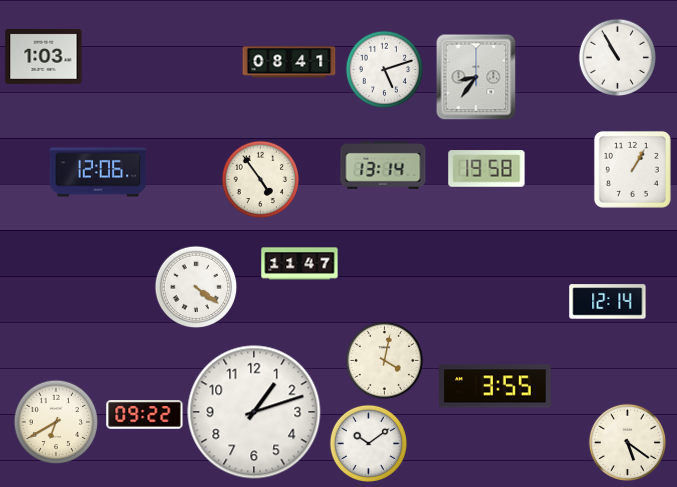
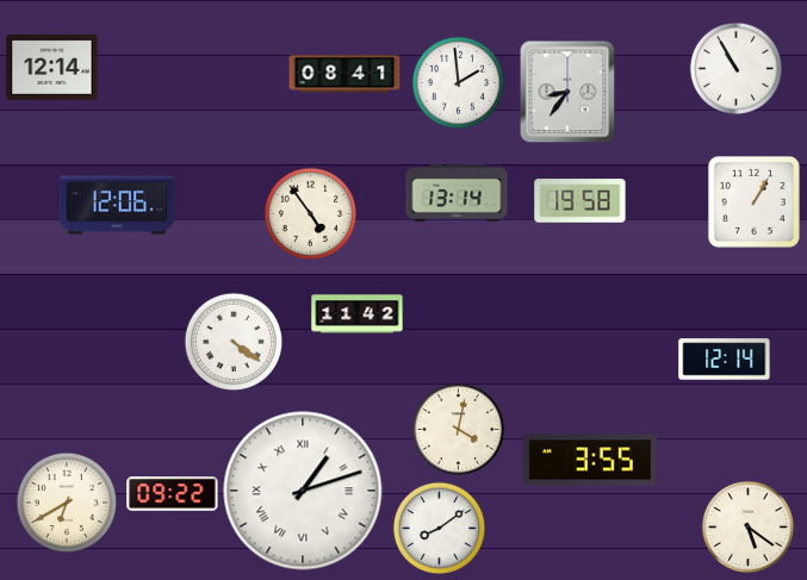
clock at (44, 56): 1:03 -> 12:14
clock at (384, 69): 5:12 -> 1:59
clock at (383, 165) position: (383, 165) -> (457, 193)
clock at (300, 264): 11:47 -> 11:42
clock at (254, 412) numerals: Arabic -> Roman
clock at (368, 443): 10:09 -> 8:09
